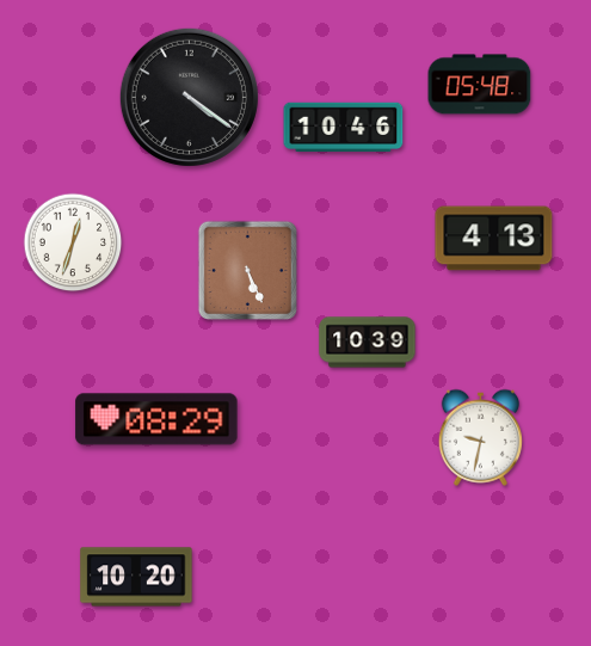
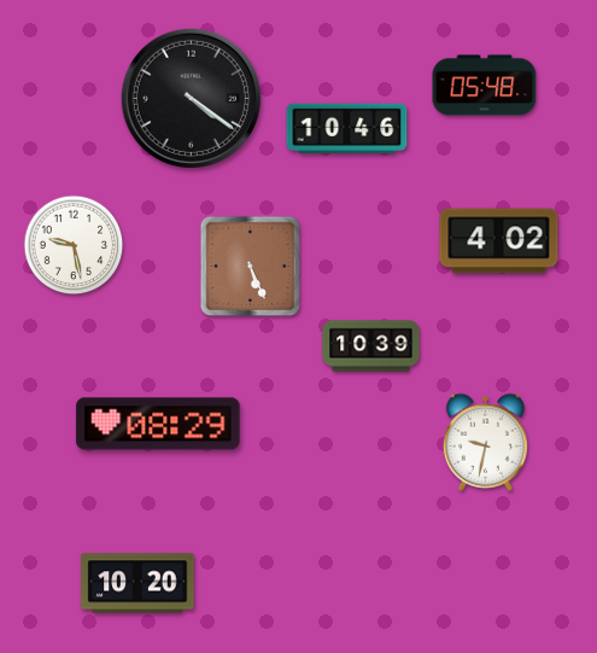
clock at (494, 239): 4:13 -> 4:02
clock at (73, 242): 12:33 -> 9:28
clock at (247, 270) position: (247, 270) -> (250, 266)
